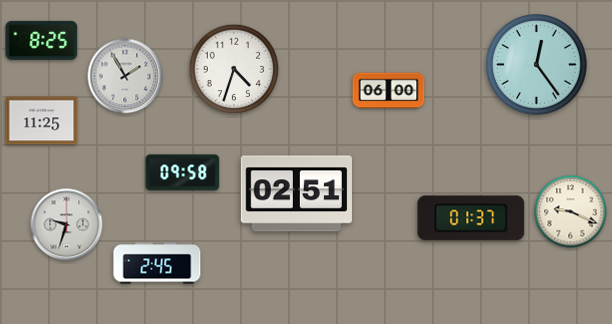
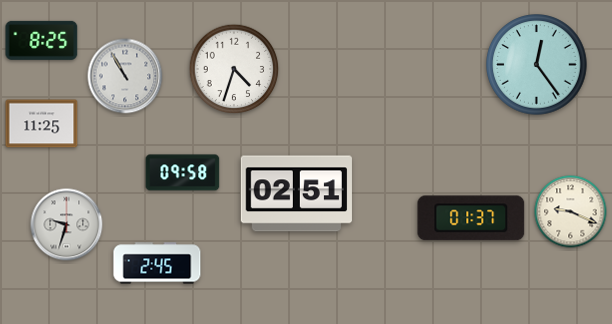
clock at (125, 76): 1:55 -> 10:55
clock at (389, 91): 06:00 -> none
clock at (42, 121) position: (42, 121) -> (42, 124)
